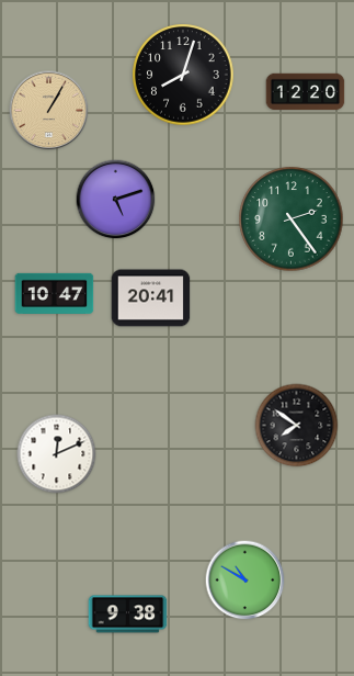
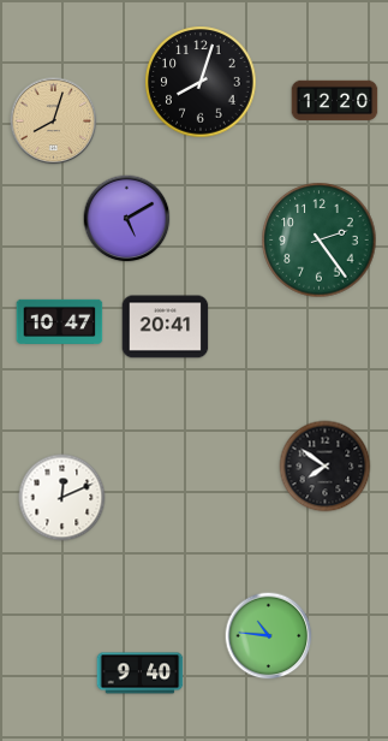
clock at (49, 111): 1:05 -> 8:03
clock at (116, 200): 5:12 -> 5:10
clock at (245, 581): 10:50 -> 10:46
clock at (128, 615): 9:38 -> 9:40
